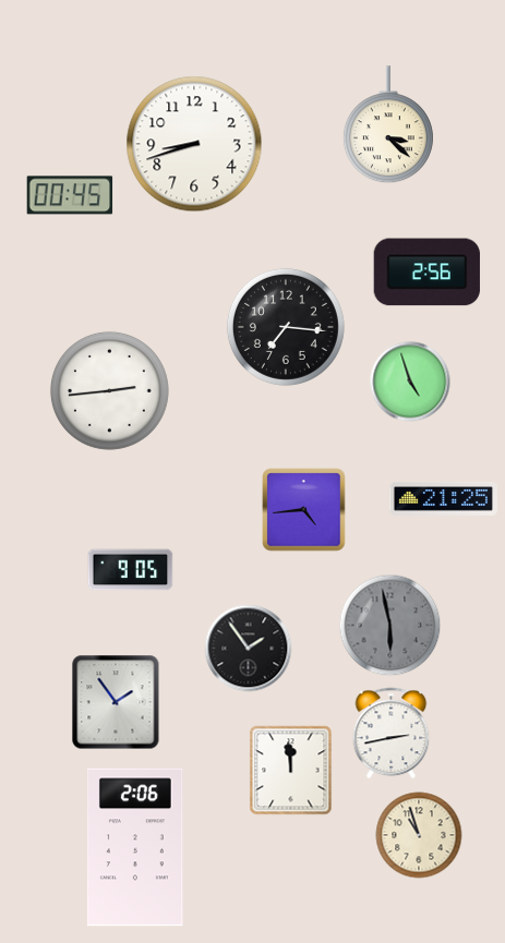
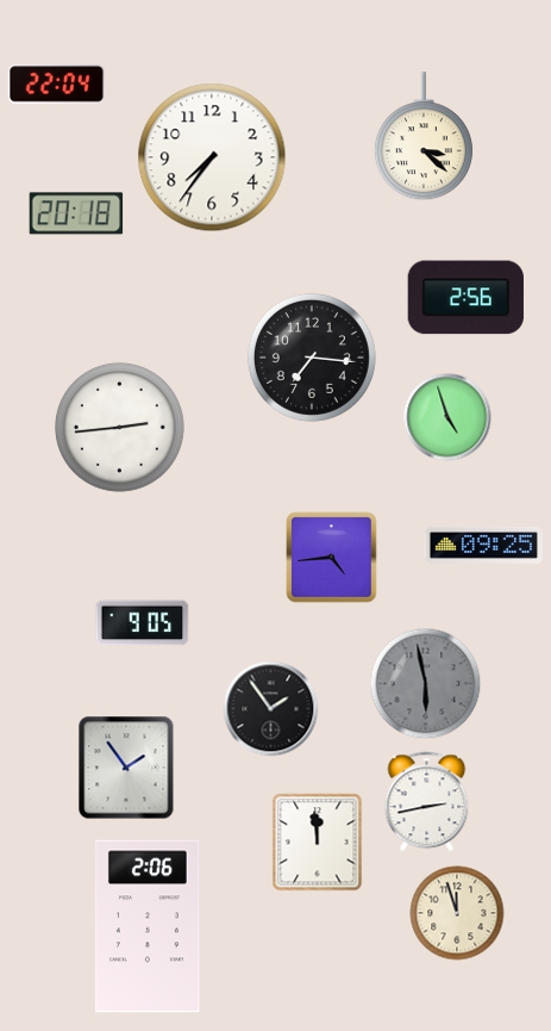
clock at (56, 85): none -> 22:04
clock at (194, 144): 8:42 -> 7:36
clock at (70, 195): 00:45 -> 20:18
clock at (443, 498): 21:25 -> 09:25
clock at (419, 835): 10:57 -> 11:57
